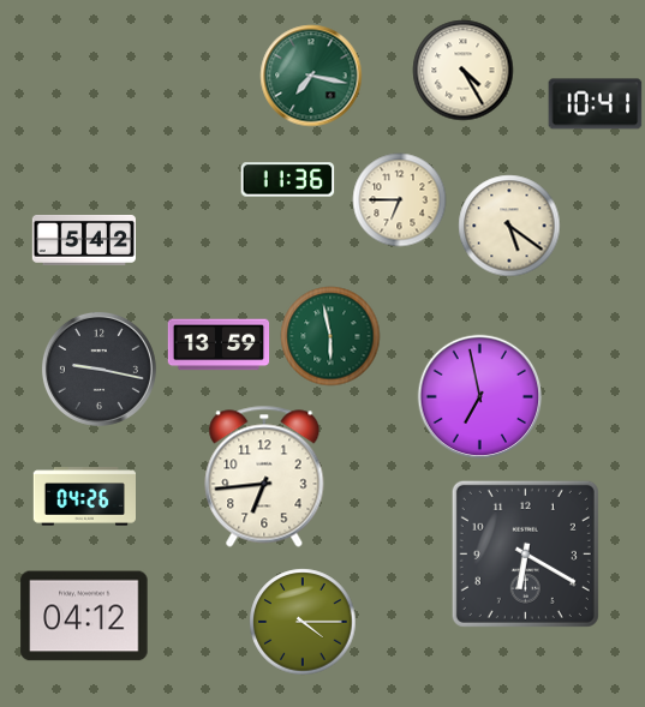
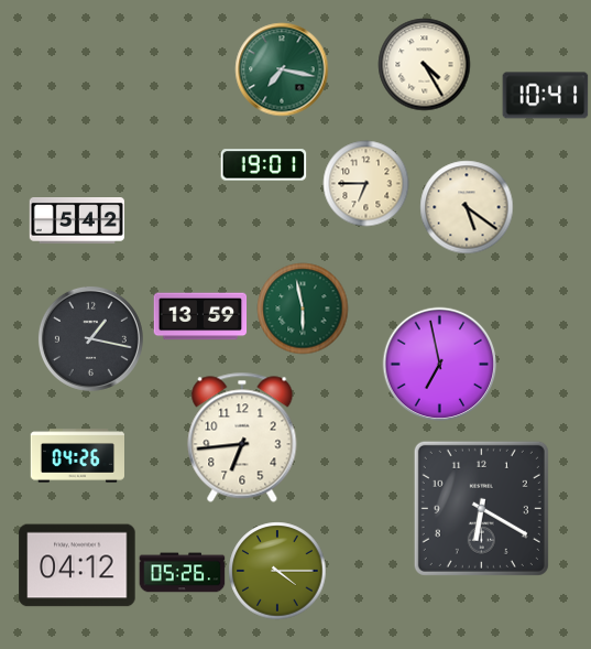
clock at (311, 76) position: (311, 76) -> (282, 69)
clock at (287, 180): 11:36 -> 19:01
clock at (98, 369): 9:17 -> 1:17
clock at (182, 573): none -> 05:26
